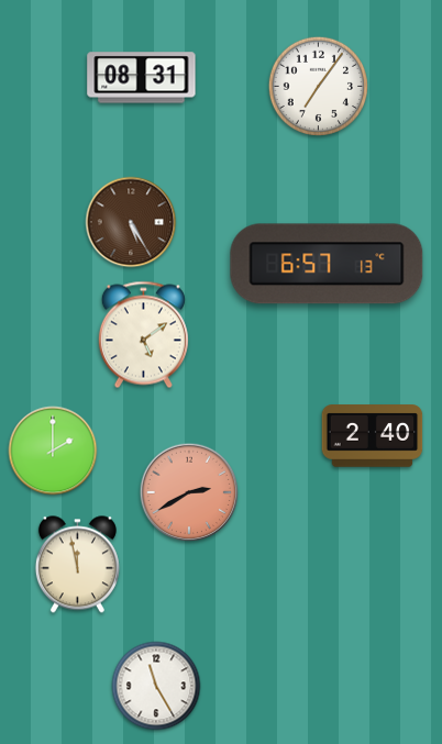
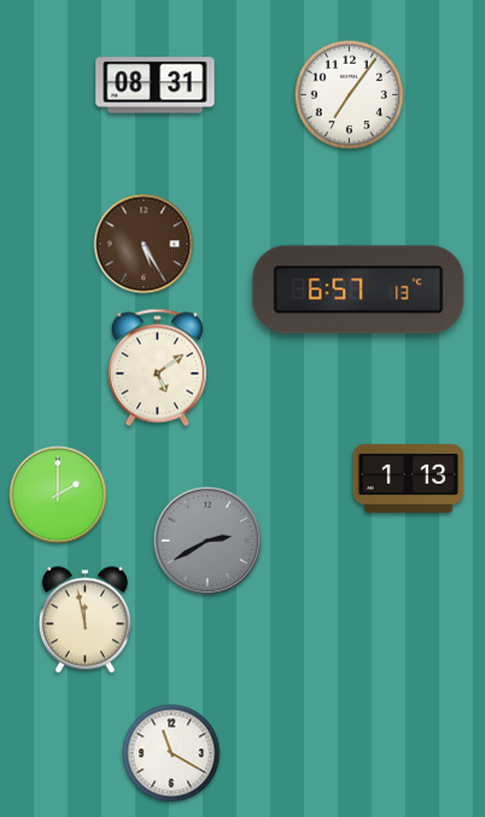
clock at (373, 436): 2:40 -> 1:13
clock at (189, 492) dial: salmon -> grey
clock at (156, 686): 11:25 -> 11:20
